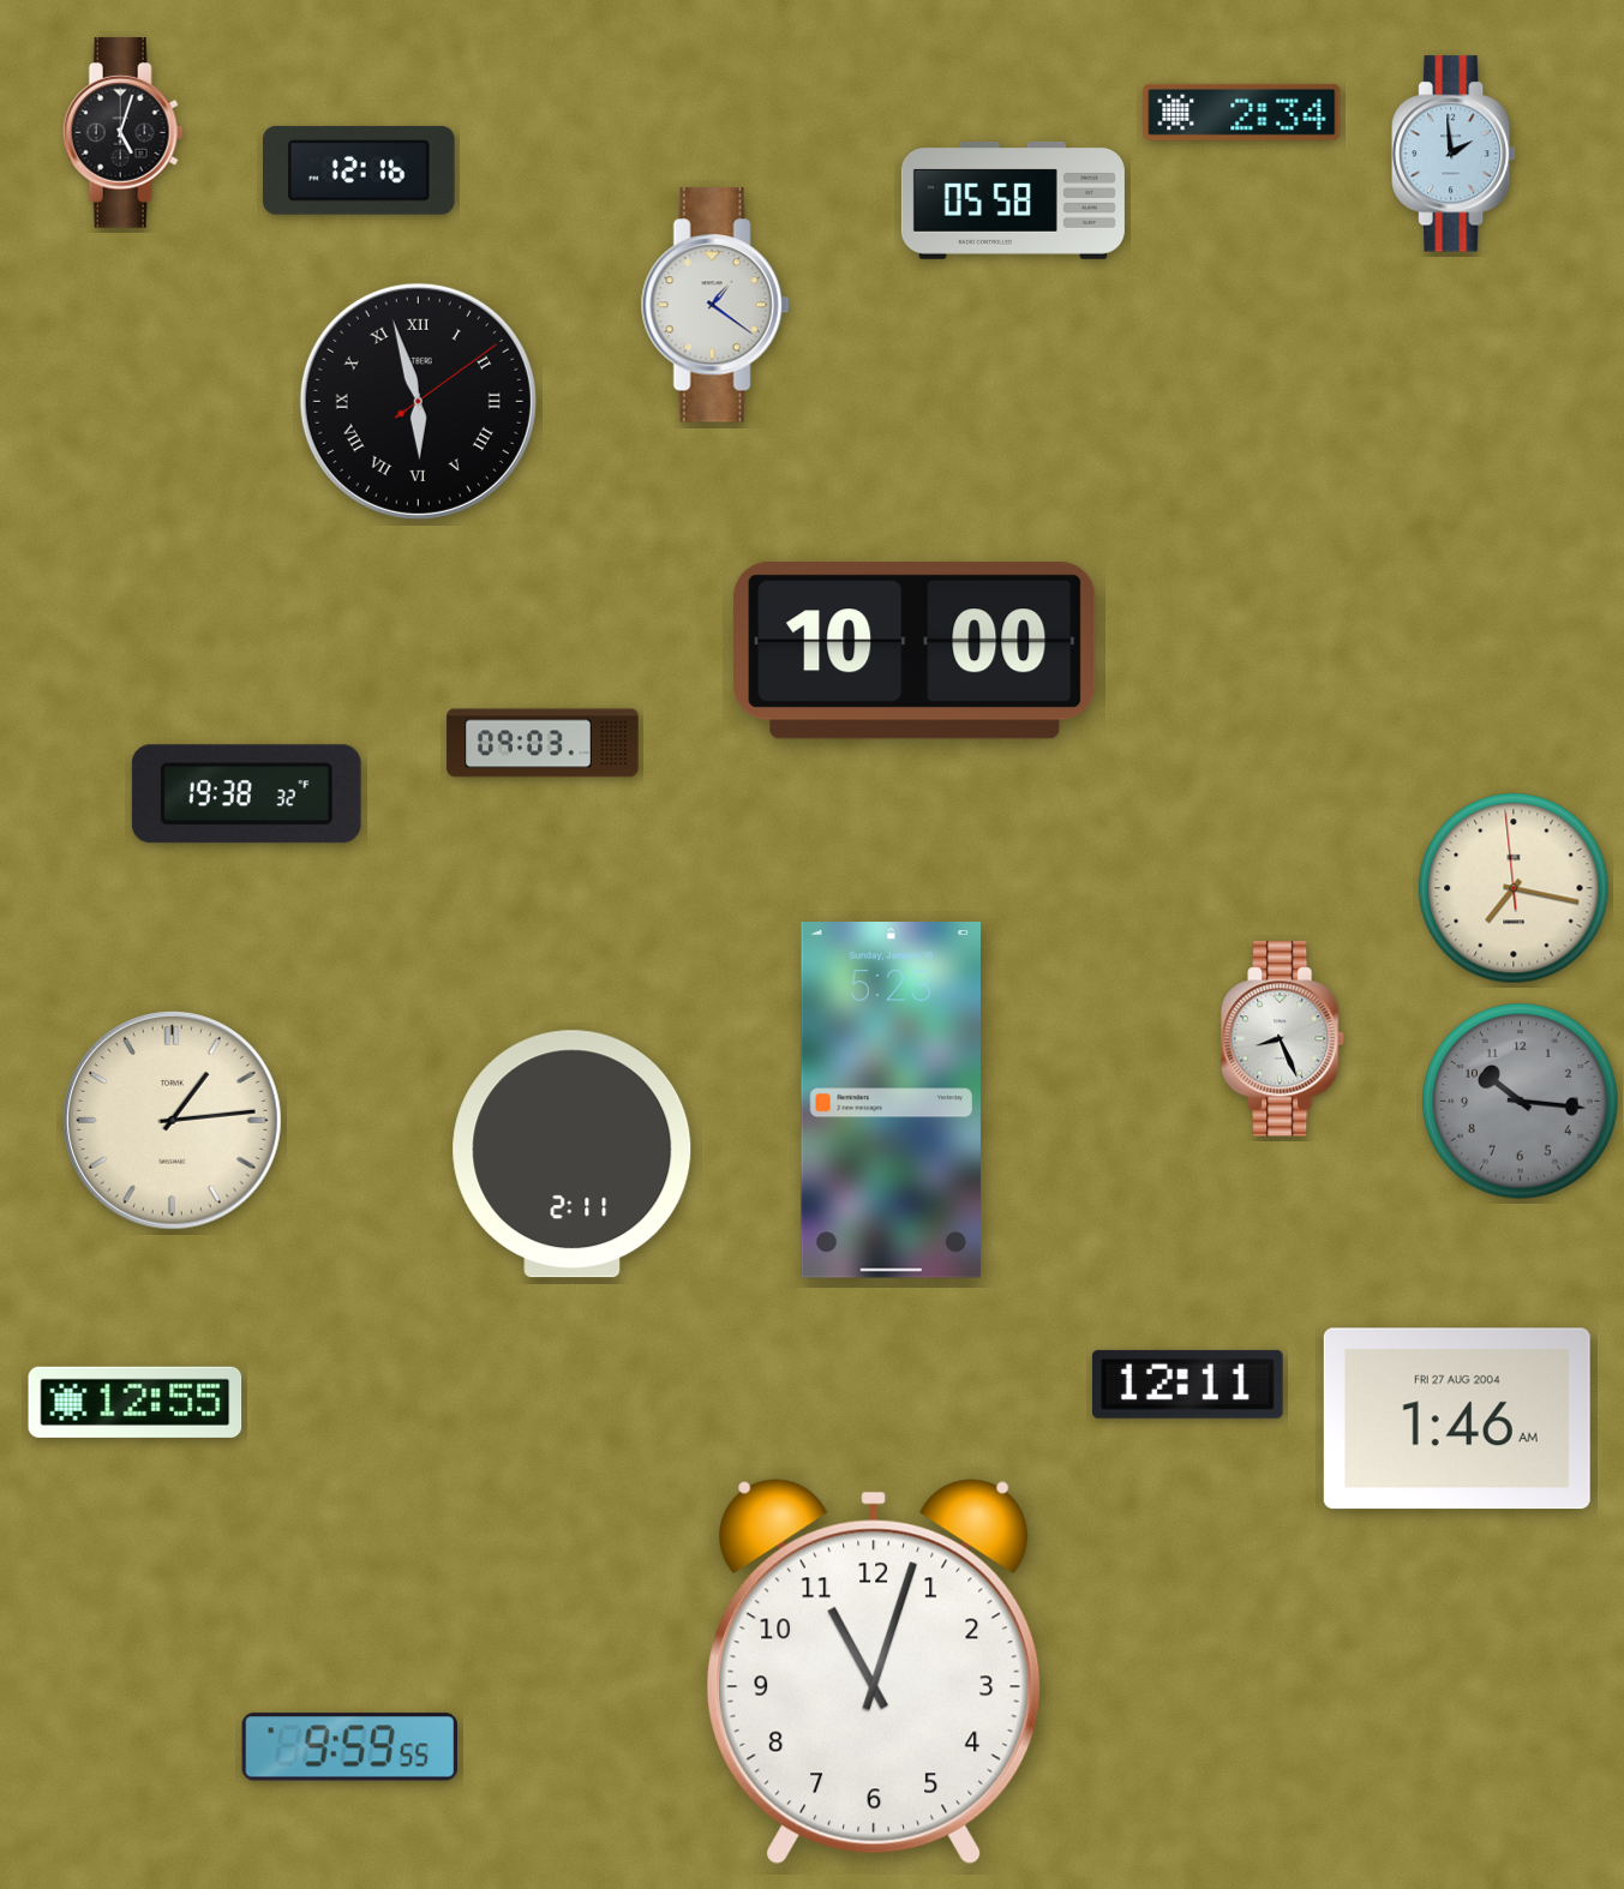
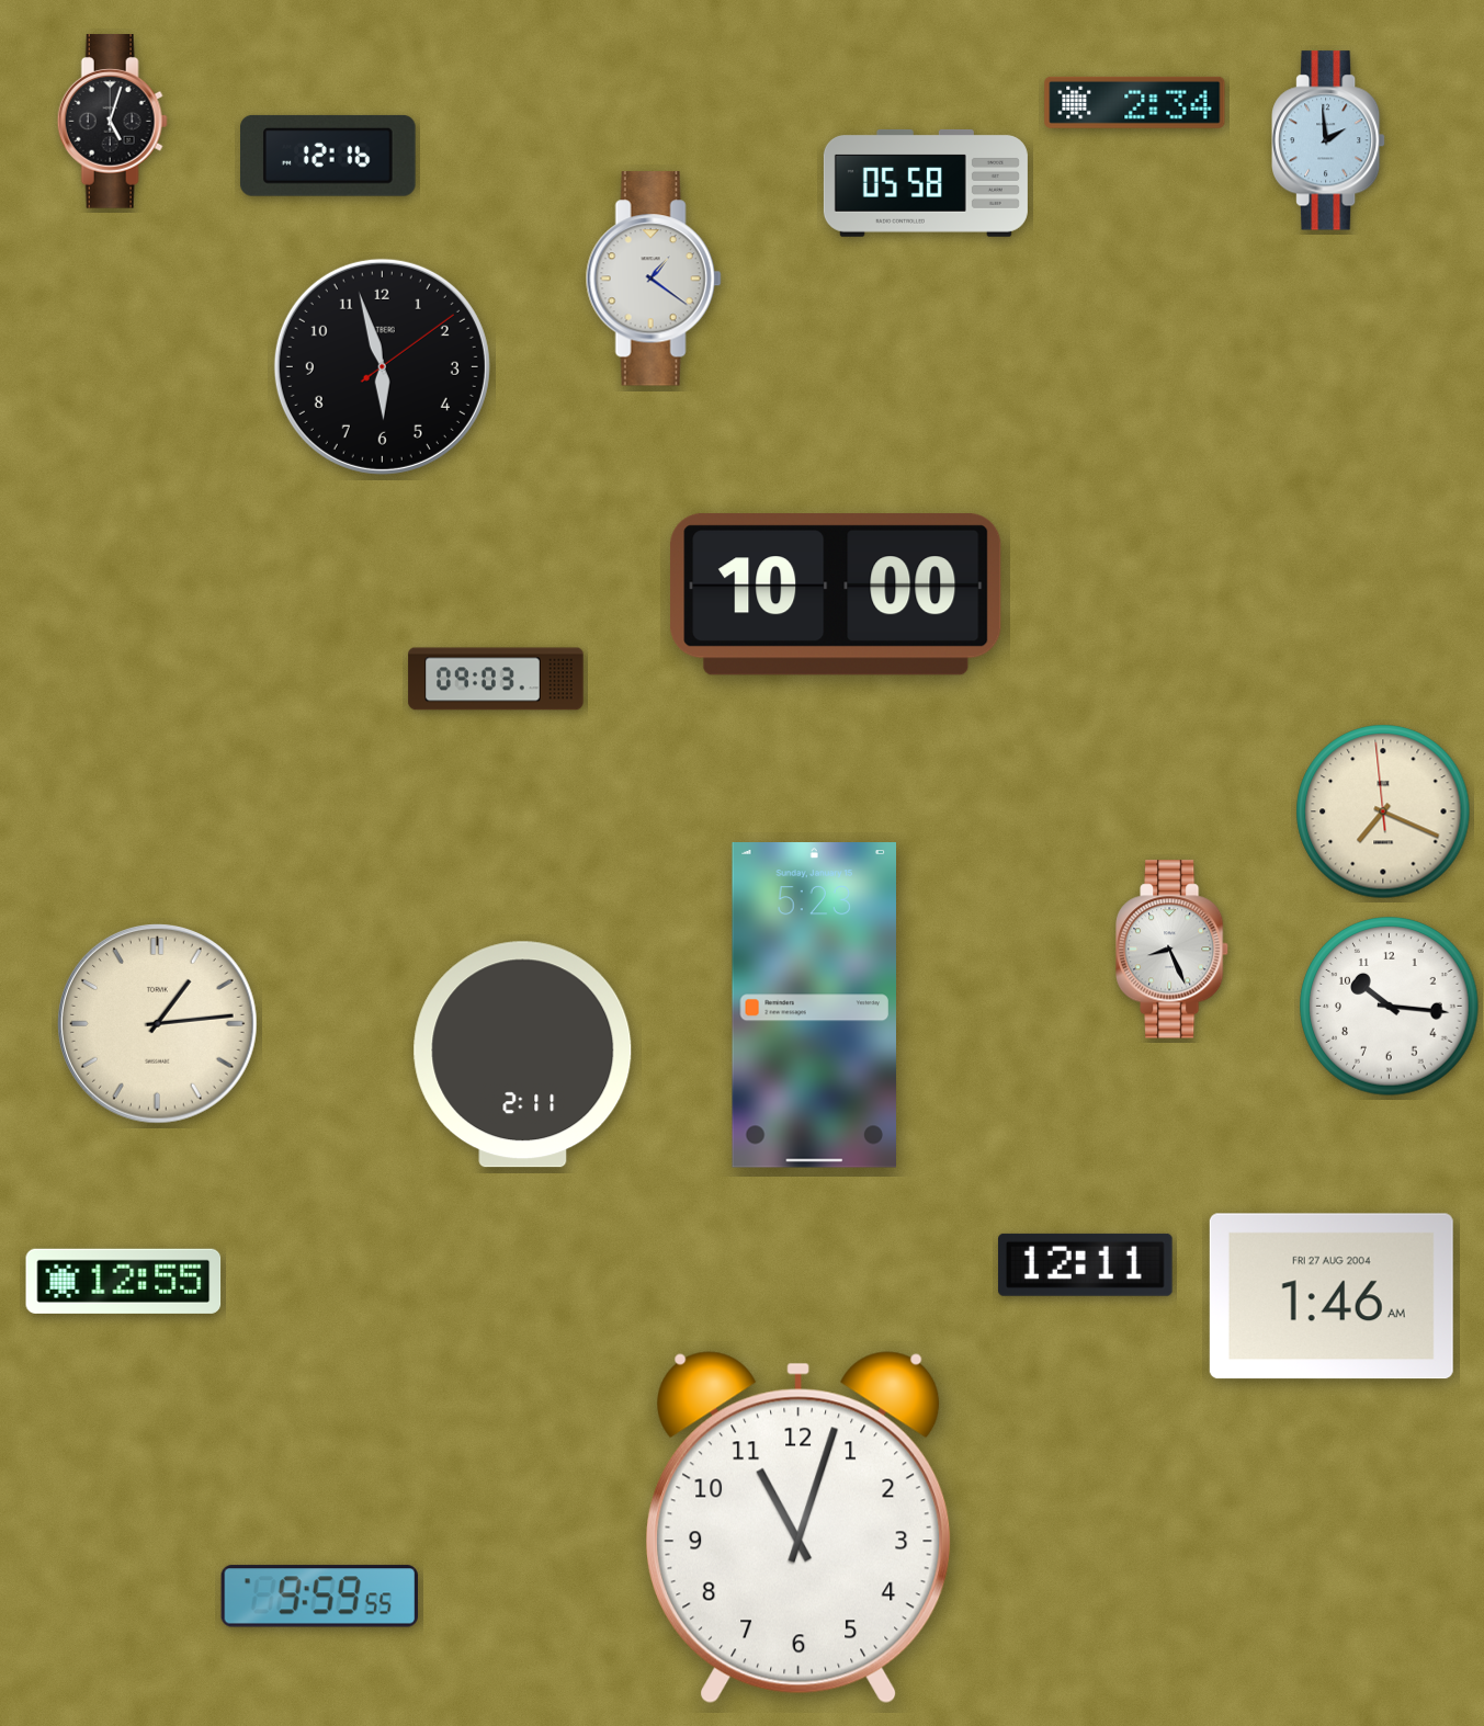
clock at (418, 401) numerals: Roman -> Arabic
clock at (246, 794): 19:38 -> none
clock at (1514, 888): 7:16 -> 7:18
clock at (1521, 1102) dial: grey -> white
